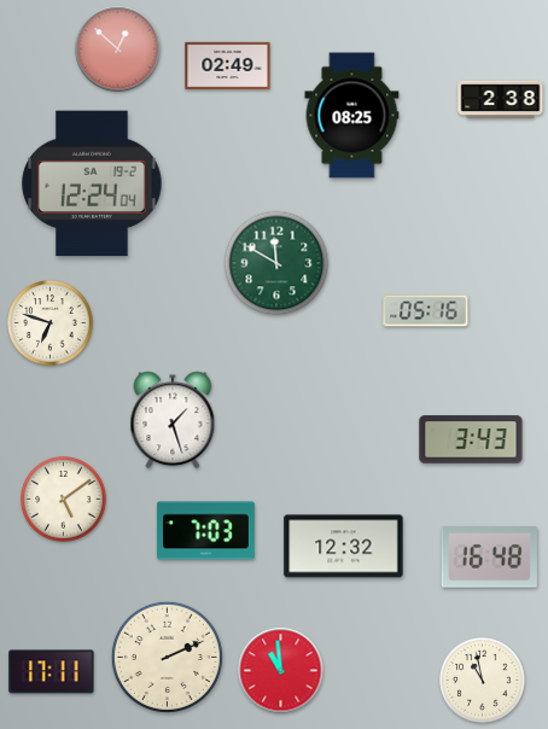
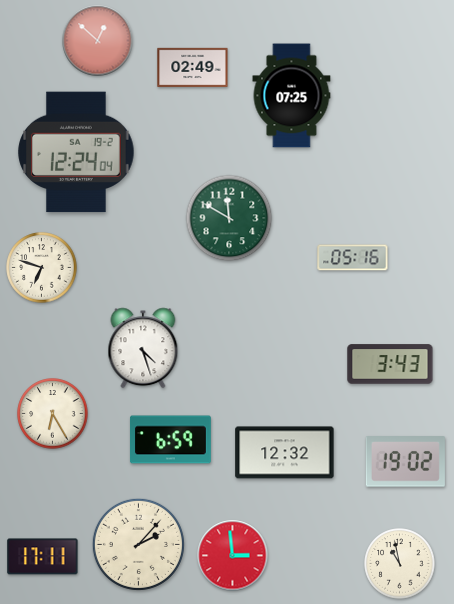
clock at (228, 65) position: (228, 65) -> (193, 67)
clock at (501, 100): 2:38 -> none
clock at (352, 116): 08:25 -> 07:25
clock at (173, 420): 1:27 -> 4:27
clock at (64, 500): 5:09 -> 6:25
clock at (205, 531): 7:03 -> 6:59
clock at (489, 558): 16:48 -> 19:02
clock at (167, 657): 2:11 -> 2:07
clock at (281, 671): 10:59 -> 2:59
